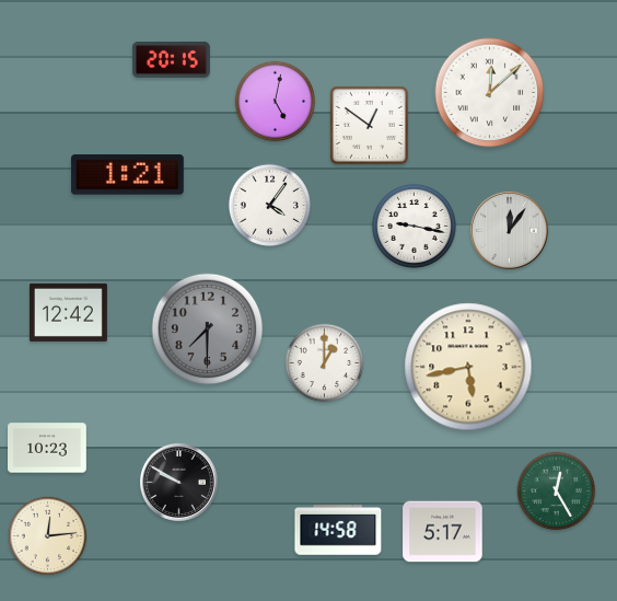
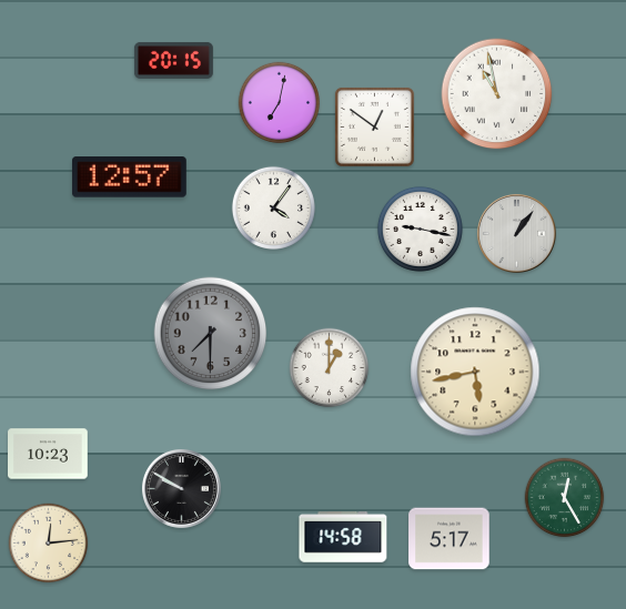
clock at (490, 93): 12:08 -> 10:58
clock at (276, 102): 5:02 -> 7:02
clock at (127, 175): 1:21 -> 12:57
clock at (509, 230): 12:06 -> 1:06
clock at (68, 312): 12:42 -> none
